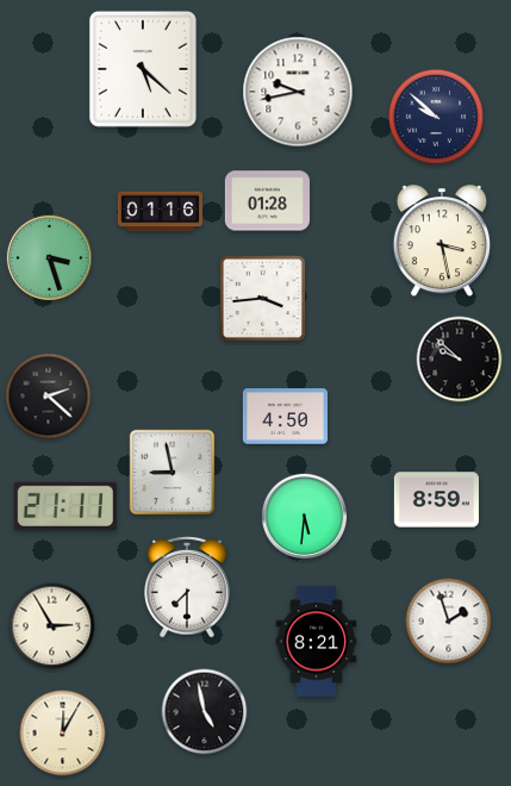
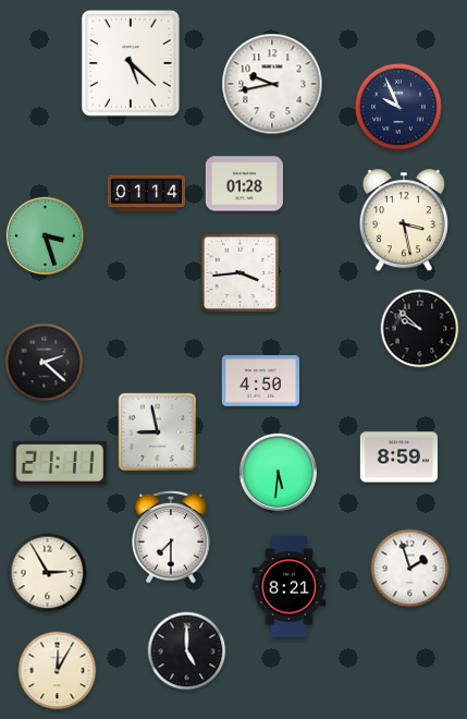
clock at (436, 117): 9:52 -> 9:56
clock at (160, 212): 01:16 -> 01:14
clock at (205, 712): 4:58 -> 5:00
